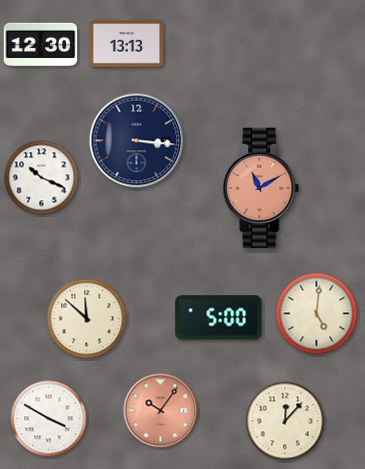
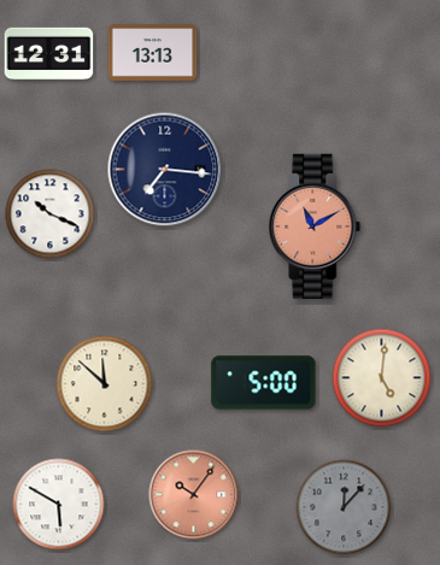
clock at (41, 45): 12:30 -> 12:31
clock at (137, 141): 3:16 -> 7:16
clock at (49, 419): 3:50 -> 5:50
clock at (285, 421) dial: cream -> grey
